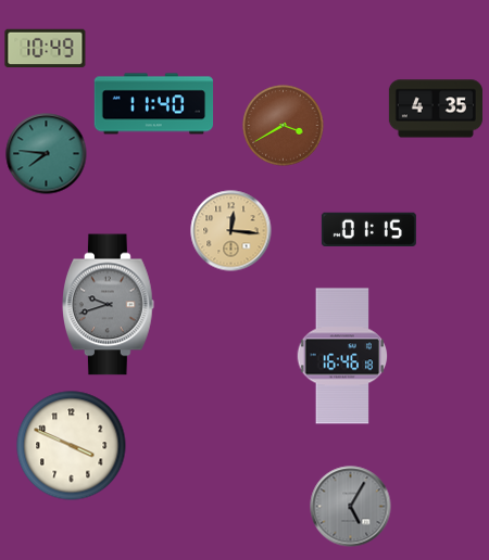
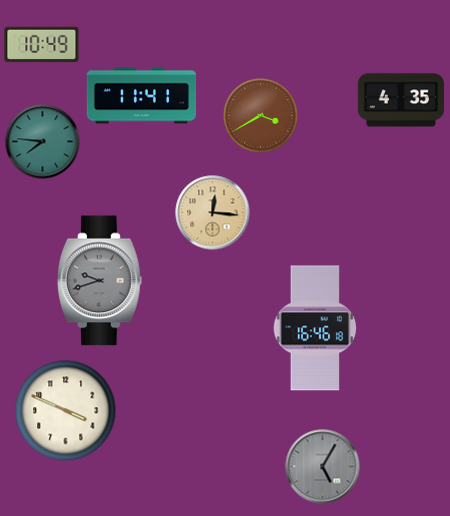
clock at (154, 104): 11:40 -> 11:41
clock at (368, 229): 01:15 -> none
